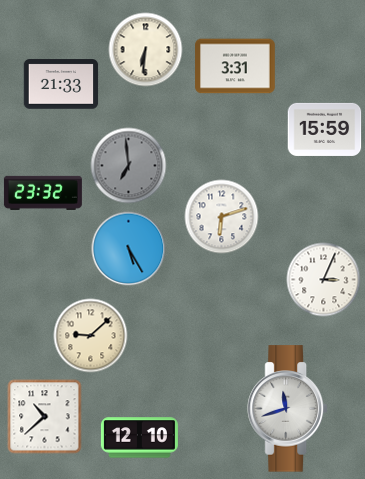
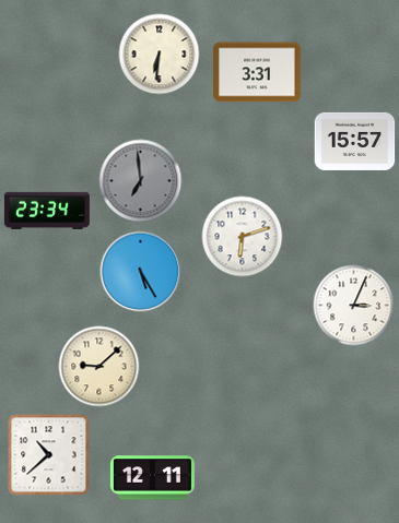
clock at (61, 84): 21:33 -> none
clock at (325, 129): 15:59 -> 15:57
clock at (43, 193): 23:32 -> 23:34
clock at (287, 409): 11:42 -> none
clock at (139, 438): 12:10 -> 12:11
